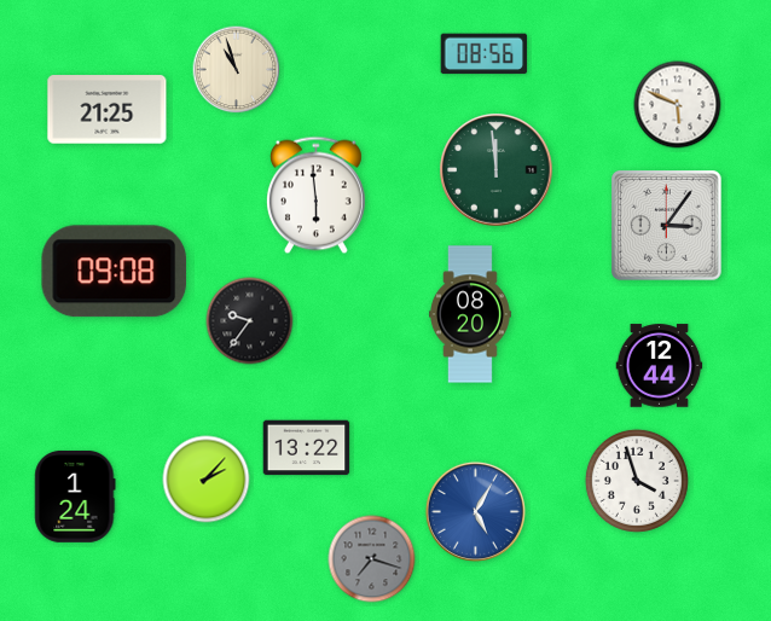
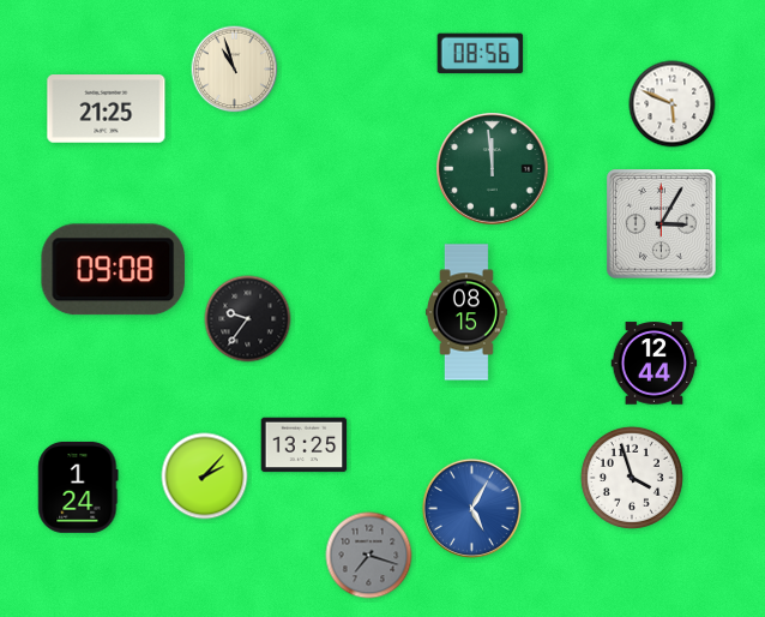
clock at (315, 196): 5:59 -> none
clock at (667, 226): 3:06 -> 3:05
clock at (471, 314): 08:20 -> 08:15
clock at (307, 448): 13:22 -> 13:25
clock at (75, 497) position: (75, 497) -> (78, 487)
